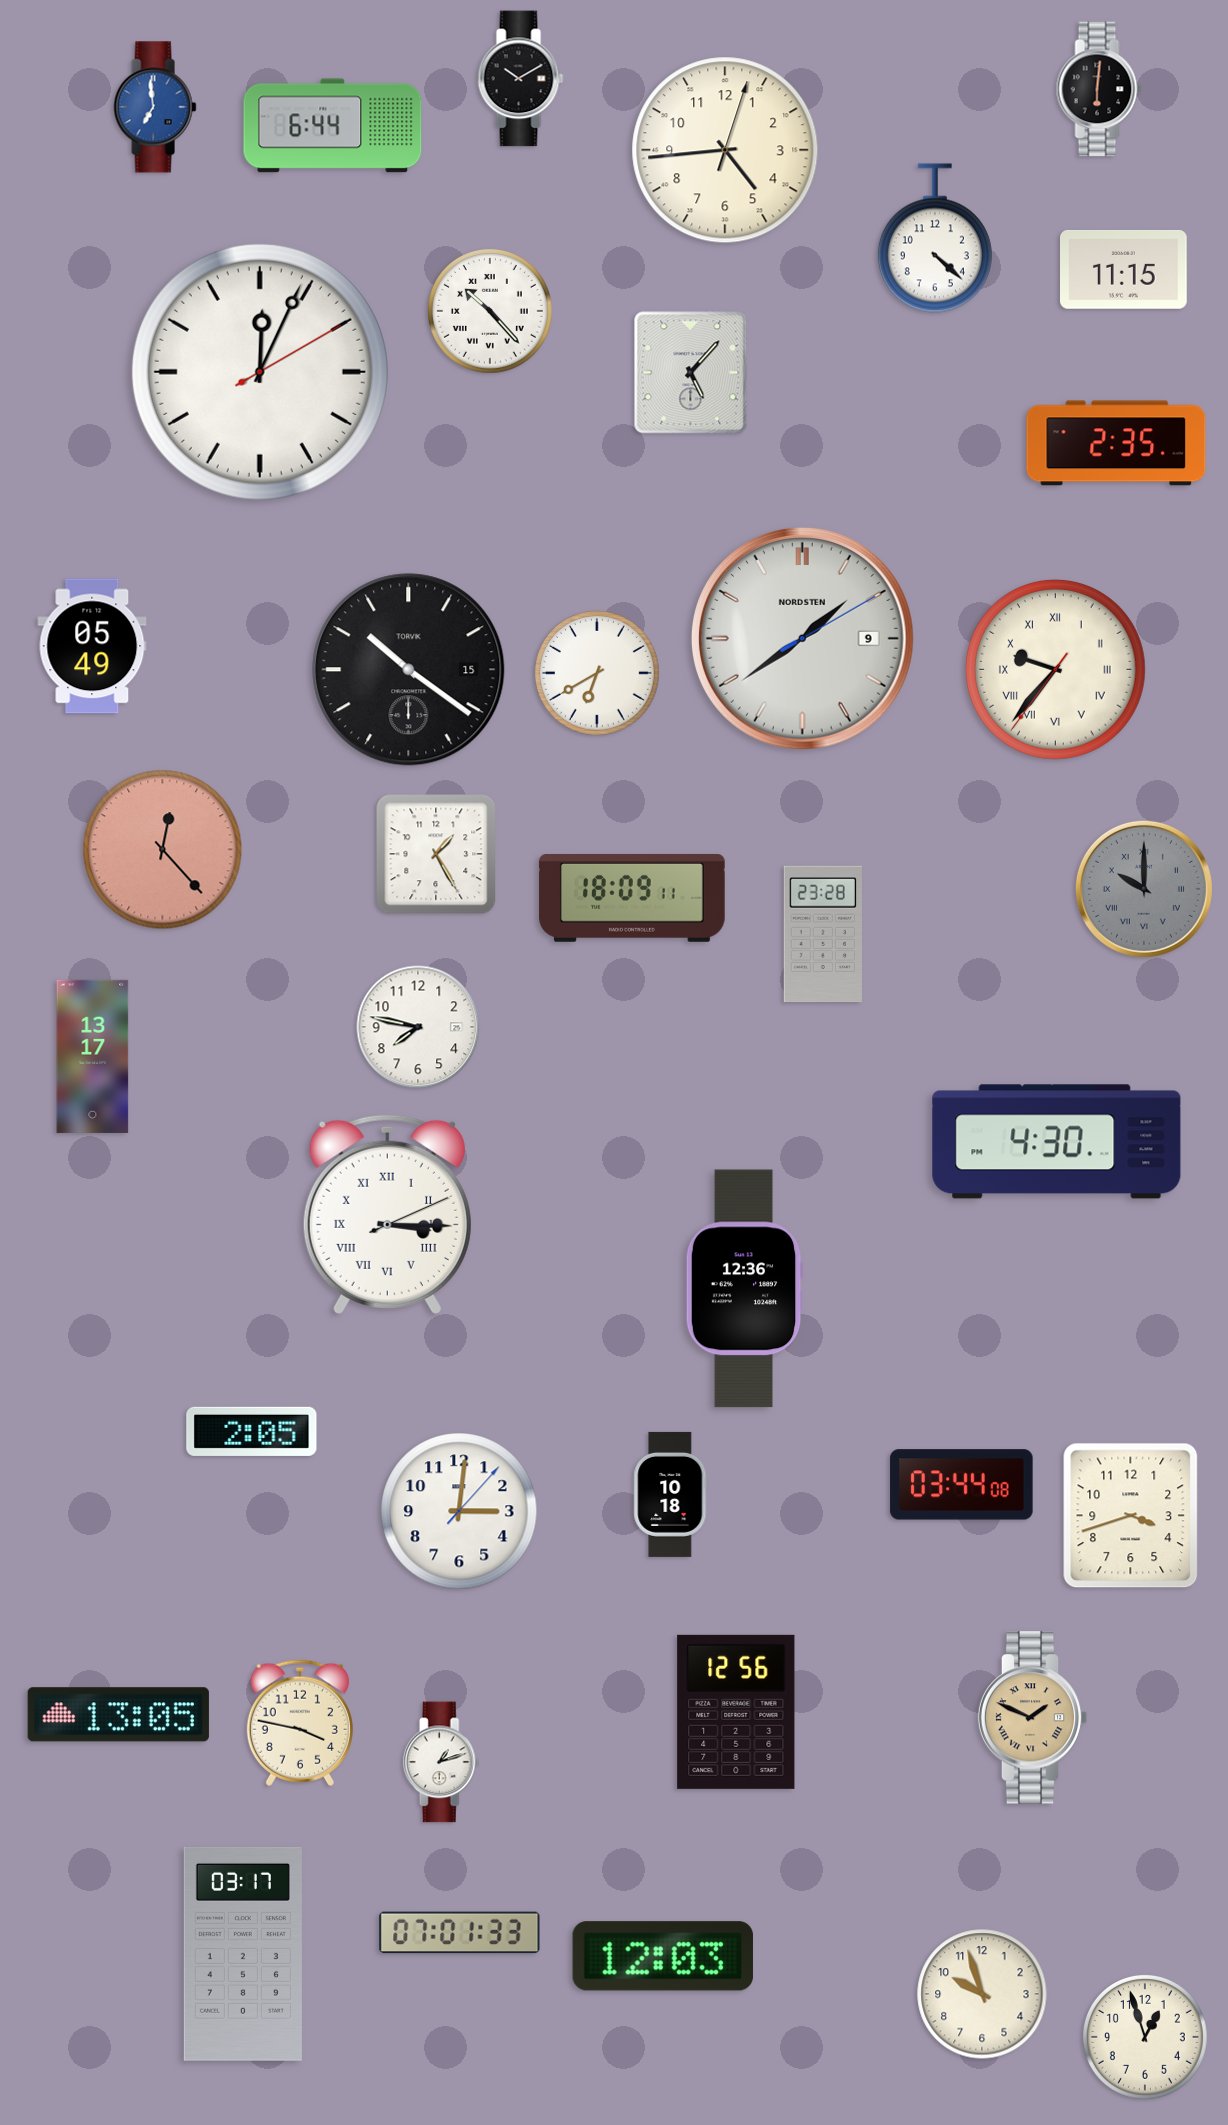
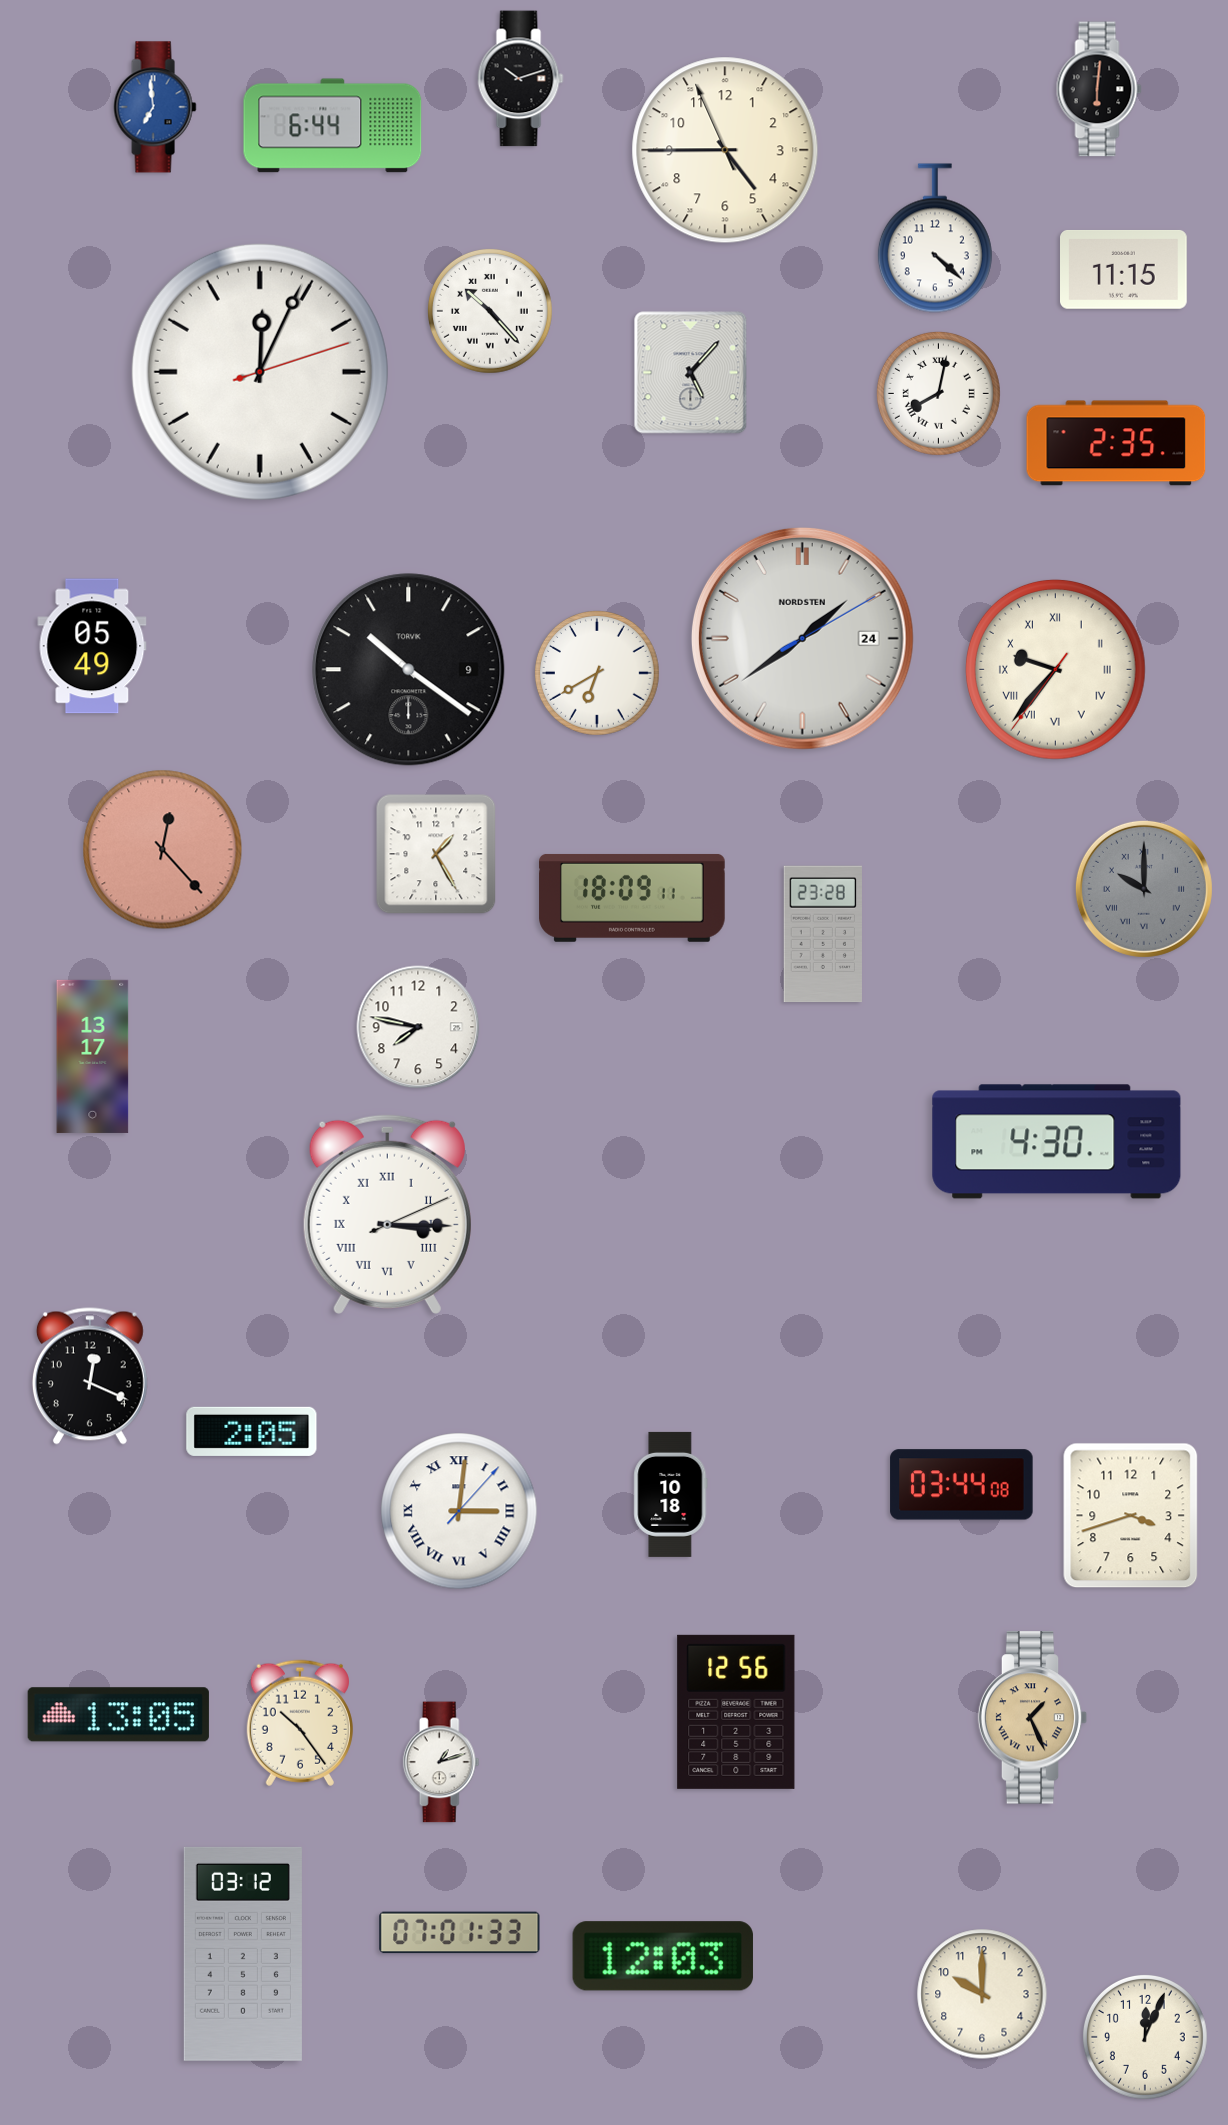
clock at (521, 79): 10:10 -> 10:12
clock at (725, 150): 4:44:03 -> 4:44:56
clock at (260, 372): 12:04:10 -> 12:04:12
clock at (938, 393): none -> 8:02
clock at (802, 638) date: 9 -> 24
clock at (409, 670) date: 15 -> 9
clock at (744, 1289): 12:36 -> none
clock at (90, 1376): none -> 12:19
clock at (459, 1511) numerals: Arabic -> Roman
clock at (1033, 1718): 1:49 -> 1:26
clock at (300, 1723): 3:47 -> 10:24
clock at (243, 1954): 03:17 -> 03:12
clock at (982, 1994): 9:57 -> 10:00
clock at (1145, 2037): 12:57 -> 12:04
